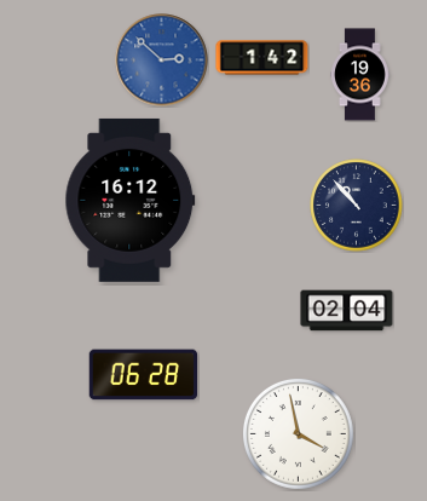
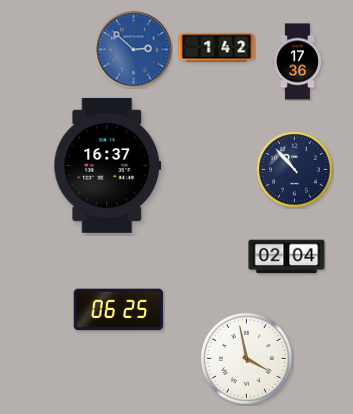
clock at (360, 75): 19:36 -> 17:36
clock at (131, 200): 16:12 -> 16:37
clock at (144, 375): 06:28 -> 06:25
